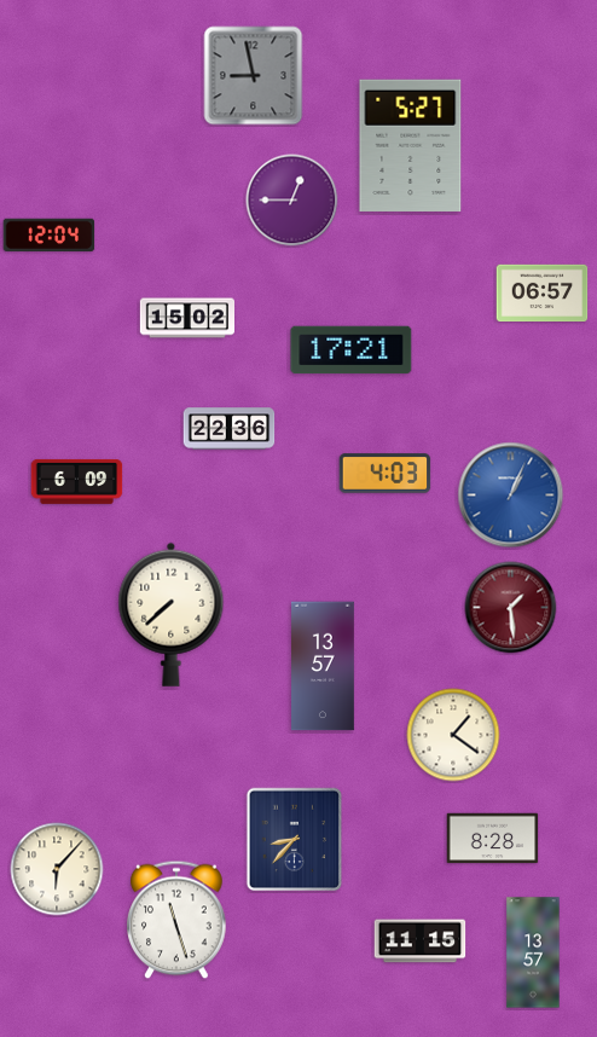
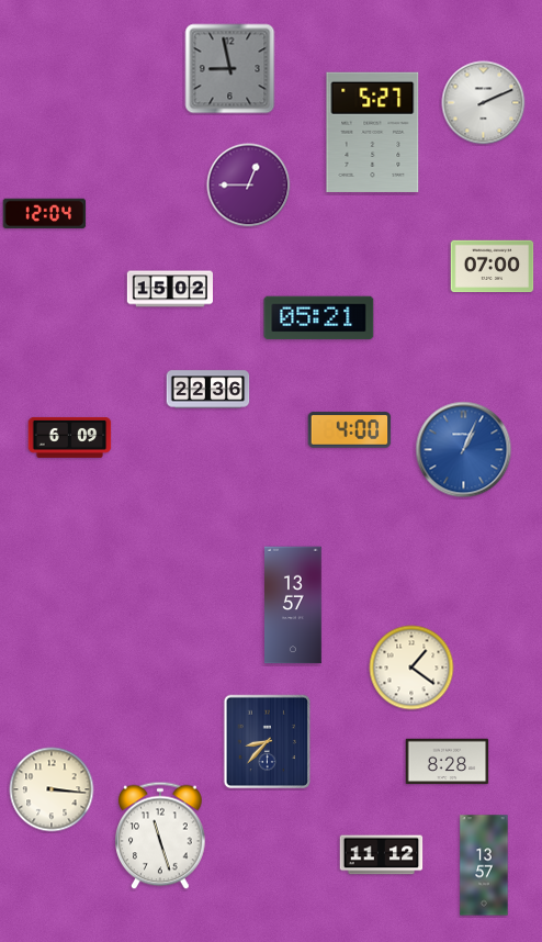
clock at (484, 103): none -> 2:11
clock at (292, 201) position: (292, 201) -> (249, 186)
clock at (543, 294): 06:57 -> 07:00
clock at (352, 351): 17:21 -> 05:21
clock at (386, 474): 4:03 -> 4:00
clock at (511, 608): 1:29 -> none
clock at (172, 614): 7:38 -> none
clock at (295, 840) position: (295, 840) -> (268, 742)
clock at (57, 869): 6:07 -> 3:16
clock at (421, 942): 11:15 -> 11:12
